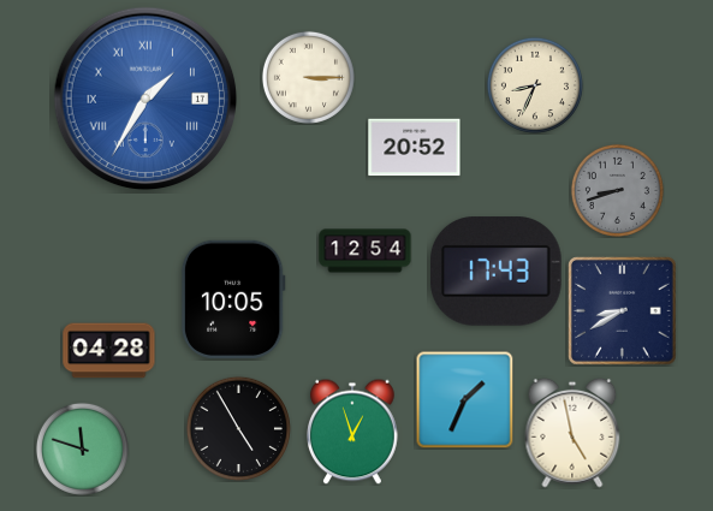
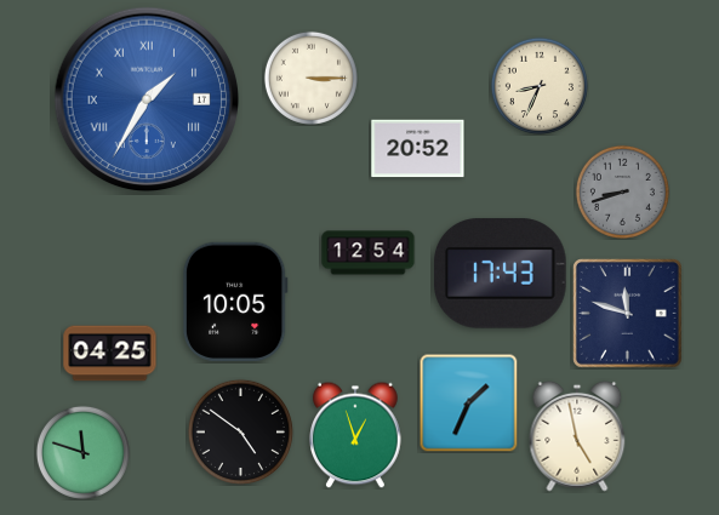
clock at (623, 311): 8:40 -> 11:48
clock at (109, 351): 04:28 -> 04:25
clock at (238, 428): 4:55 -> 4:51
